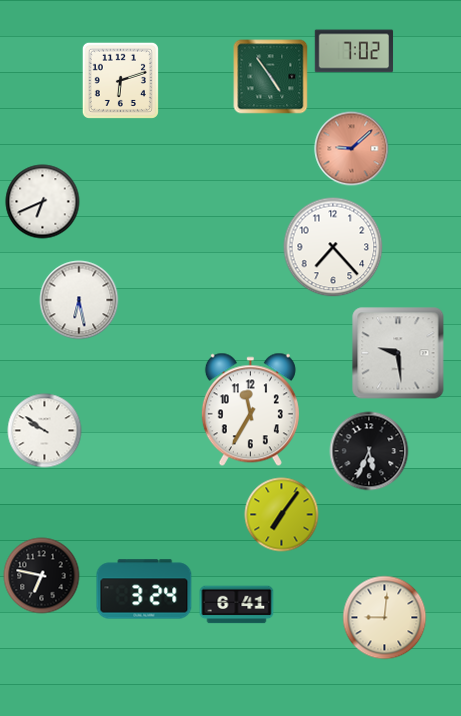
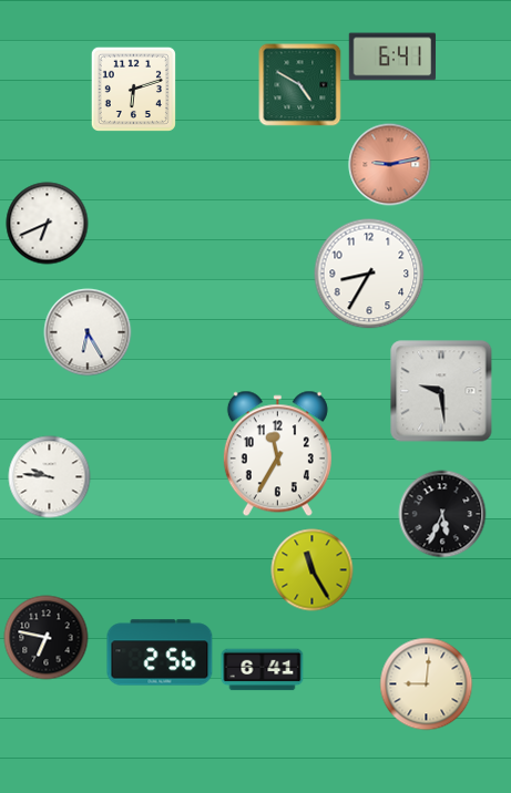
clock at (354, 51): 7:02 -> 6:41
clock at (271, 77): 4:54 -> 4:50
clock at (352, 149): 9:08 -> 9:13
clock at (333, 247): 7:23 -> 8:35
clock at (79, 300): 6:28 -> 6:25
clock at (45, 431): 9:51 -> 9:46
clock at (369, 451) position: (369, 451) -> (442, 514)
clock at (282, 515): 7:06 -> 11:25
clock at (144, 589): 3:24 -> 2:56
